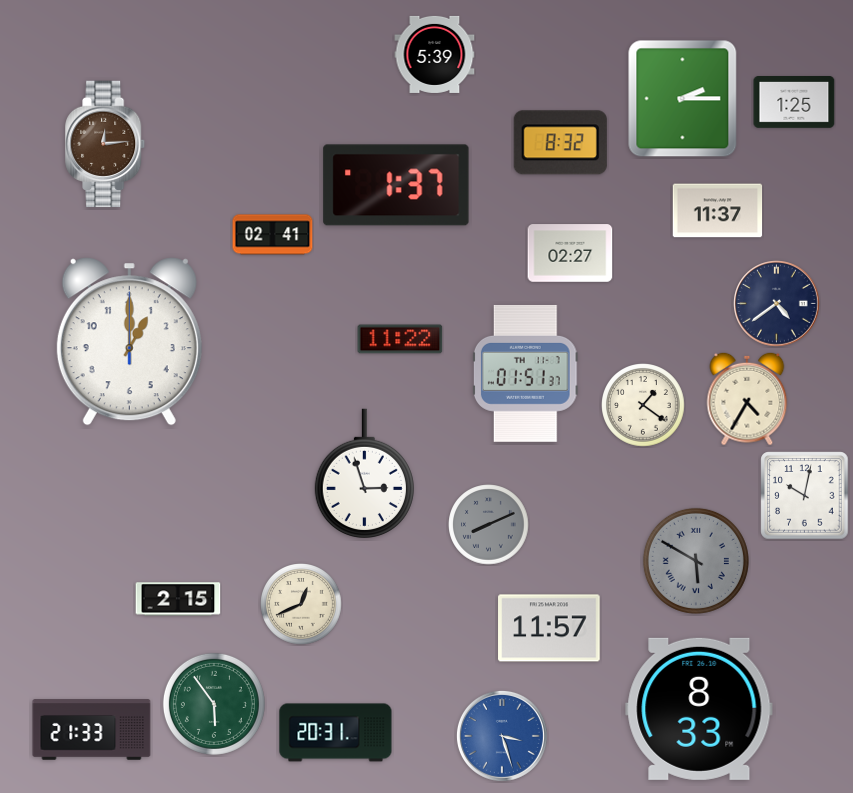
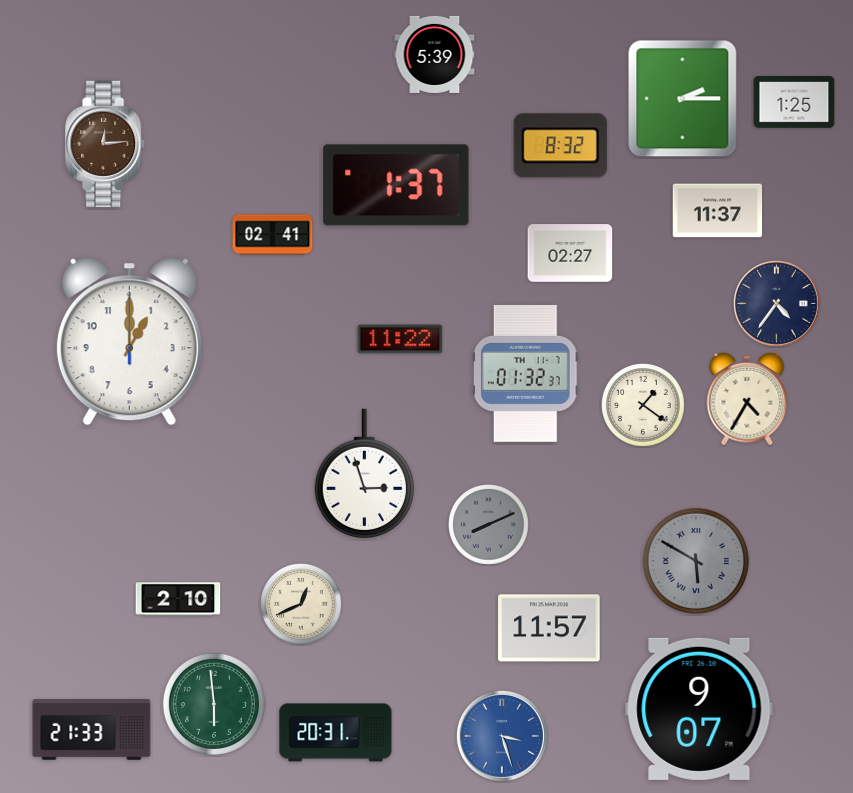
clock at (560, 143) position: (560, 143) -> (560, 146)
clock at (777, 304): 4:39 -> 4:36
clock at (525, 373): 01:51 -> 01:32
clock at (805, 496): 10:02 -> none
clock at (178, 599): 2:15 -> 2:10
clock at (214, 704): 5:54 -> 5:59
clock at (699, 709): 8:33 -> 9:07
